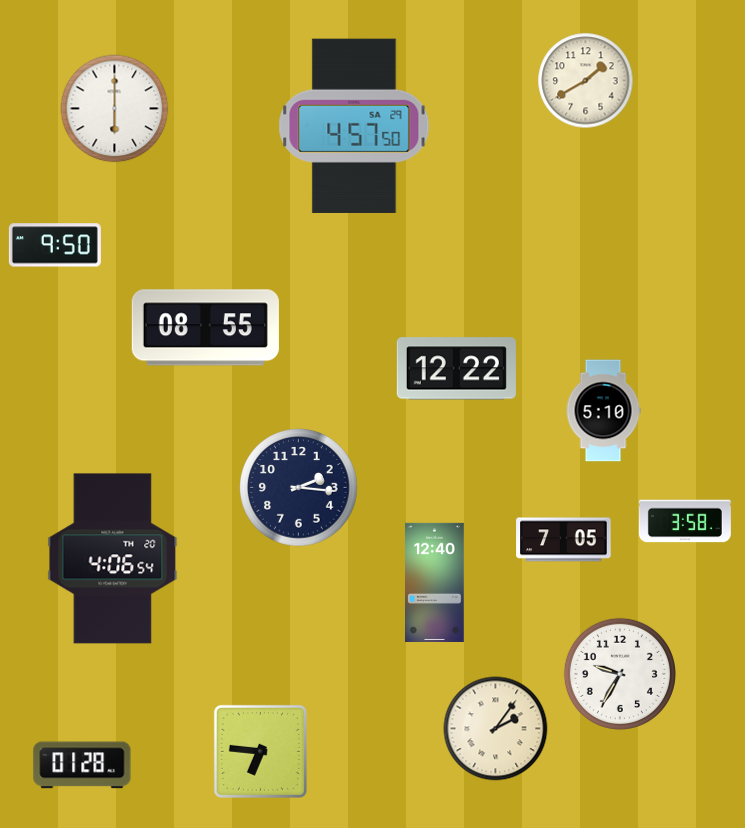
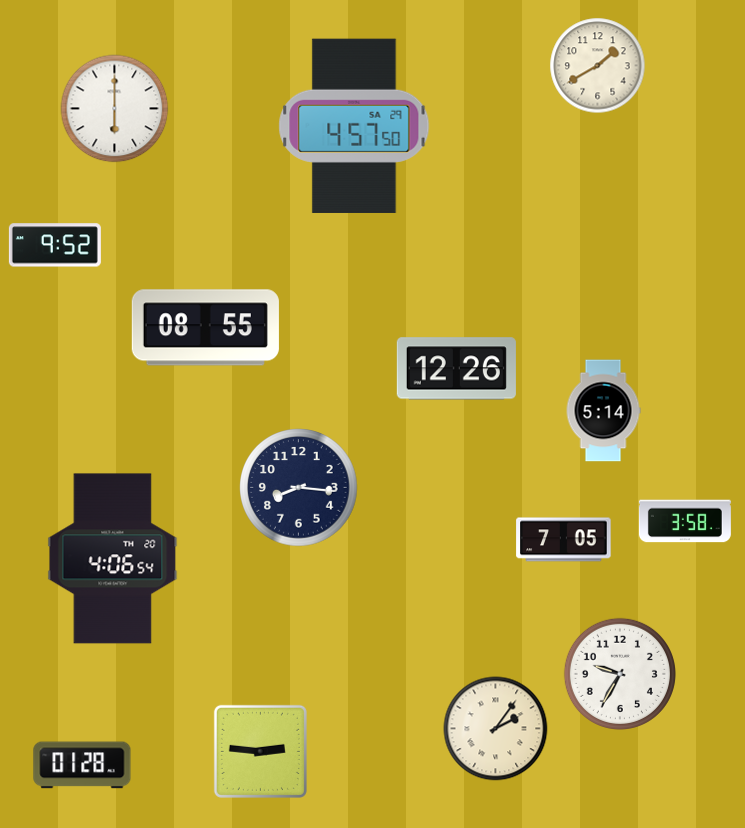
clock at (586, 81) position: (586, 81) -> (598, 66)
clock at (55, 245): 9:50 -> 9:52
clock at (456, 369): 12:22 -> 12:26
clock at (603, 411): 5:10 -> 5:14
clock at (299, 488): 2:16 -> 8:16
clock at (435, 582): 12:40 -> none
clock at (260, 751): 6:46 -> 2:46
